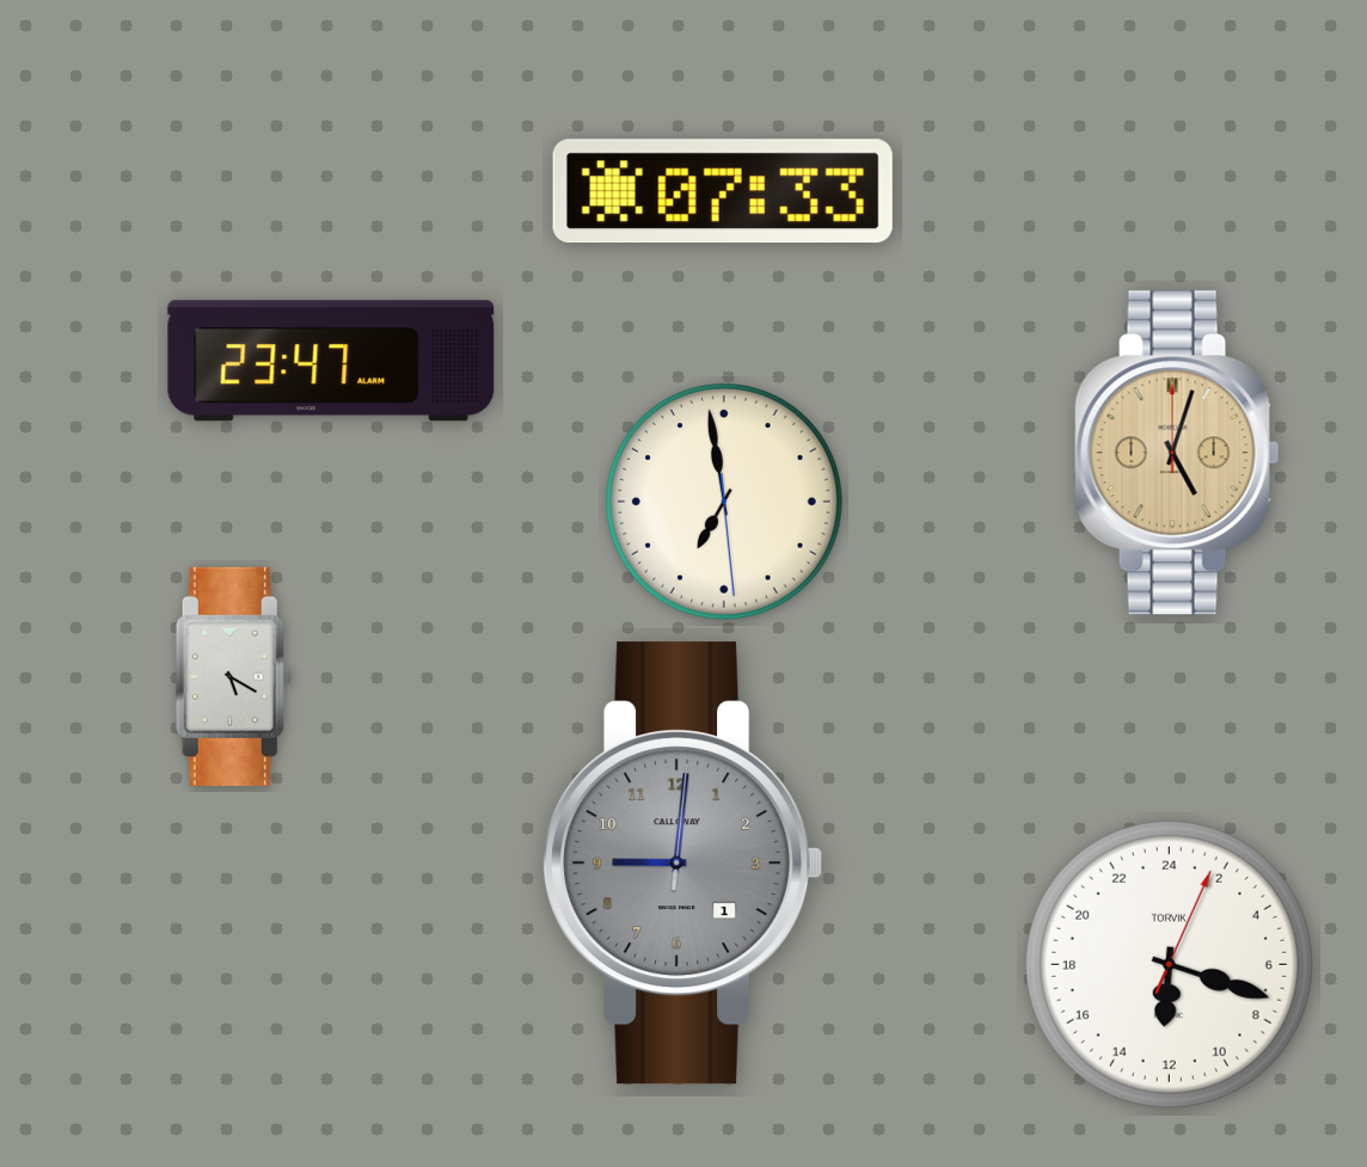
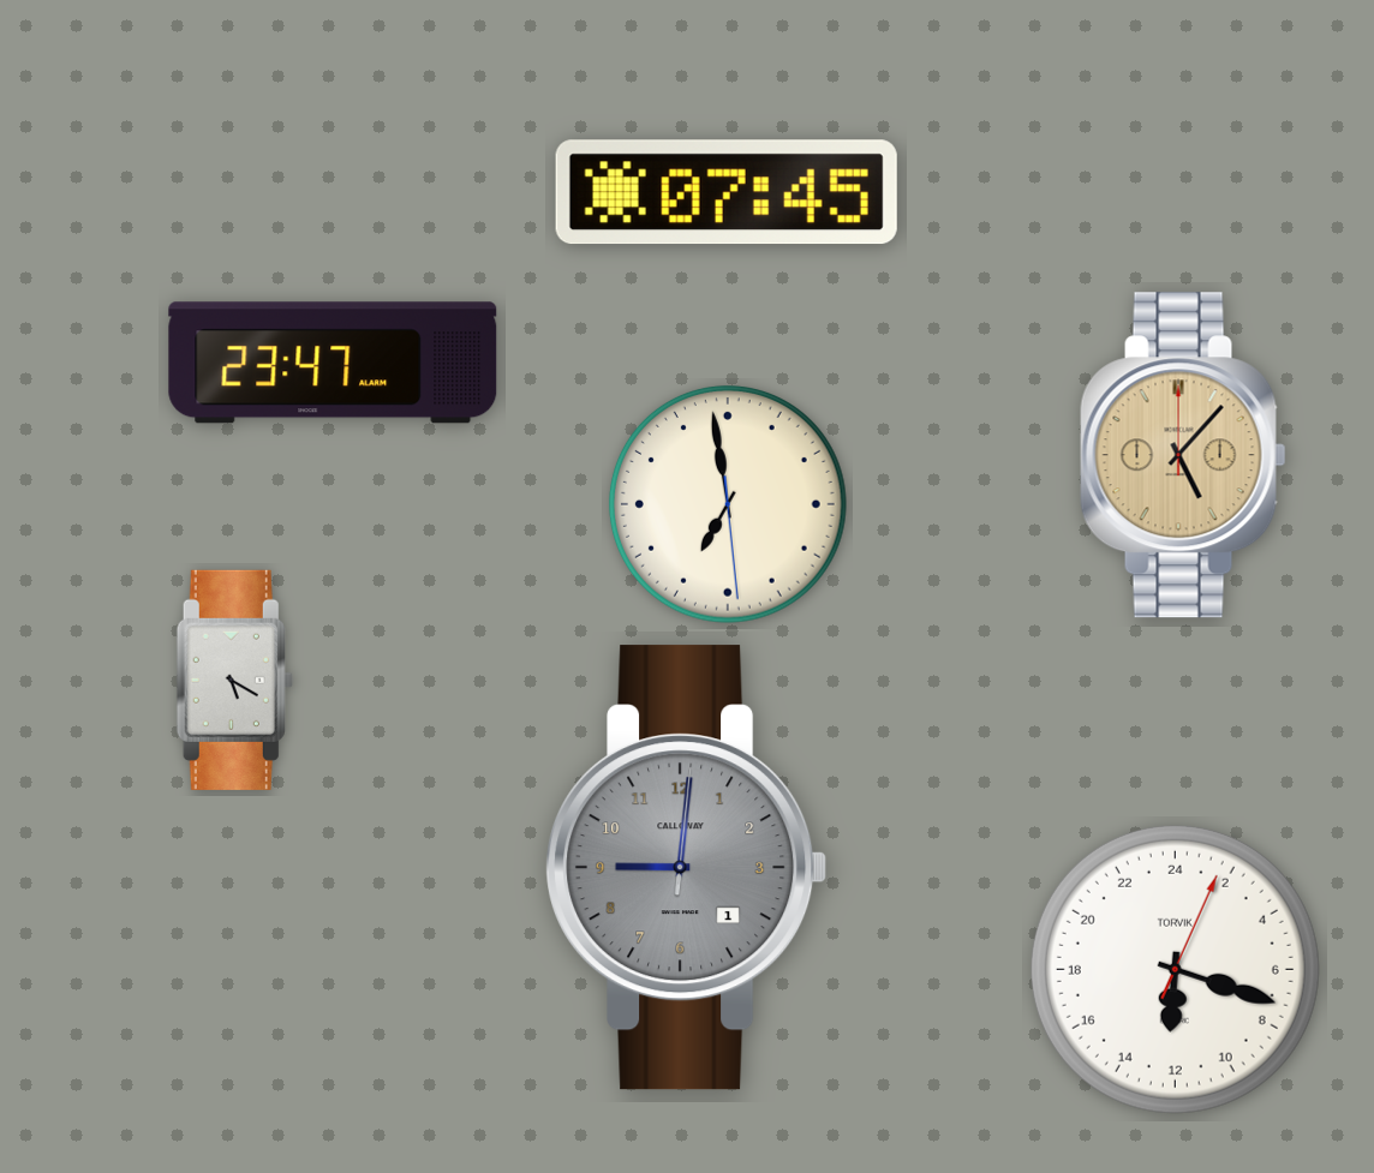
clock at (723, 191): 07:33 -> 07:45
clock at (1177, 453): 5:03 -> 5:07
